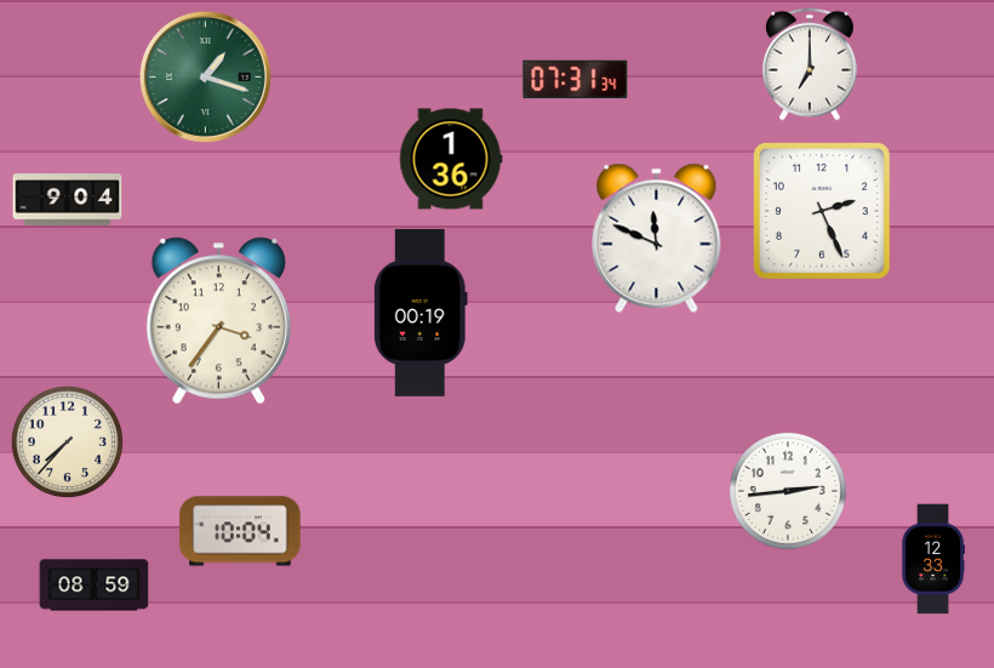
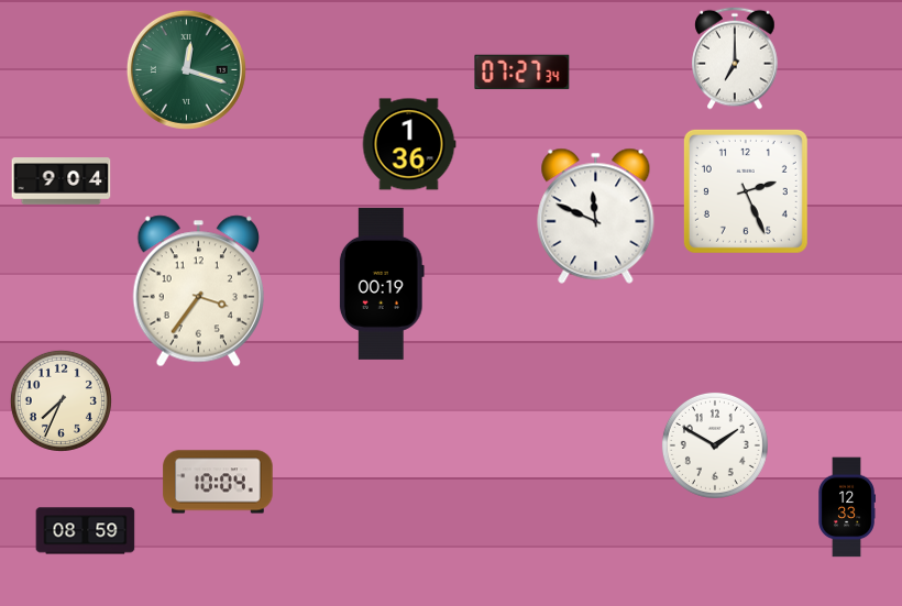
clock at (205, 76): 1:18 -> 12:18
clock at (576, 80): 07:31 -> 07:27
clock at (67, 441): 7:37 -> 7:34
clock at (788, 491): 2:44 -> 1:50
